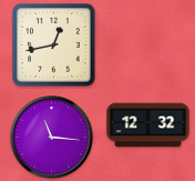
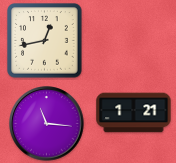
clock at (54, 46) position: (54, 46) -> (45, 41)
clock at (148, 125): 12:32 -> 1:21
